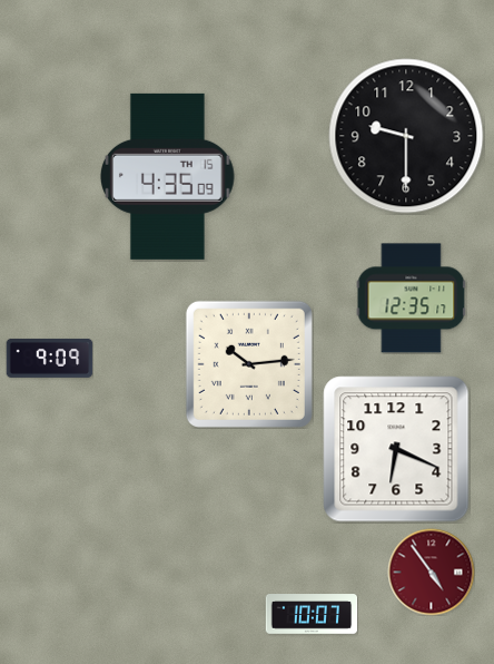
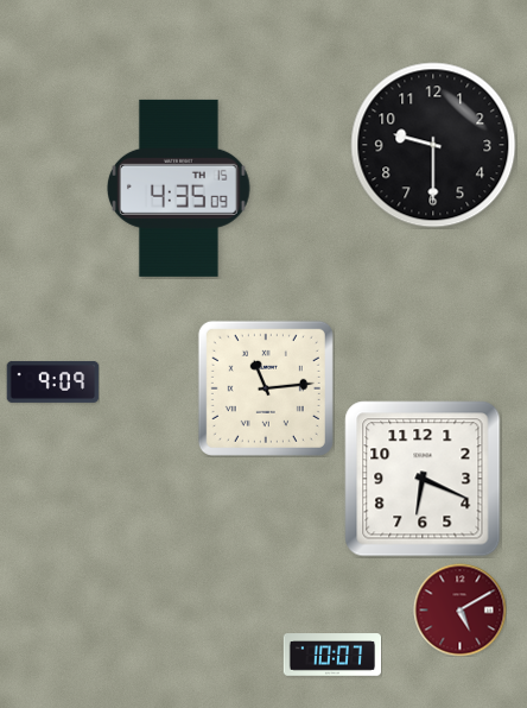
clock at (411, 299): 12:35 -> none
clock at (249, 364): 10:14 -> 11:14
clock at (431, 572): 4:54 -> 5:10
